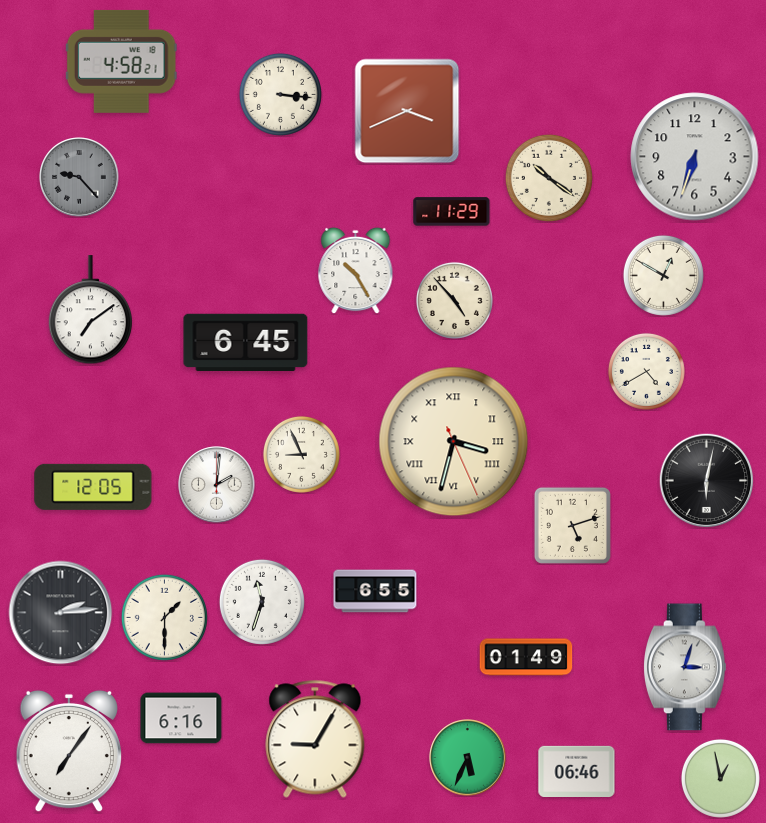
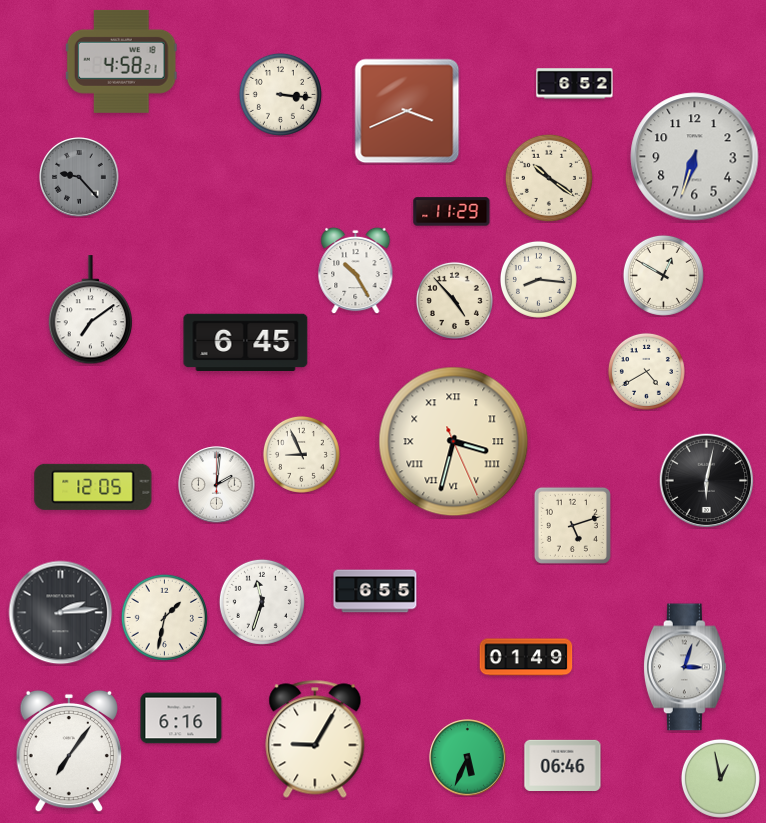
clock at (575, 84): none -> 6:52
clock at (538, 279): none -> 8:16
clock at (164, 617): 1:30 -> 1:32
clock at (577, 771) position: (577, 771) -> (563, 765)
